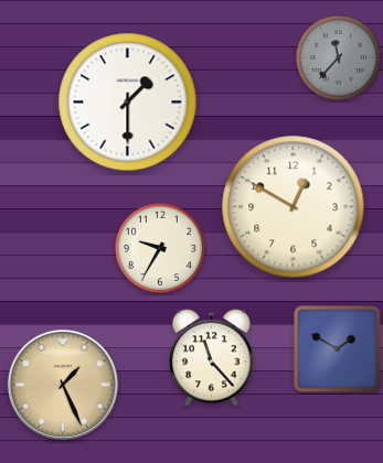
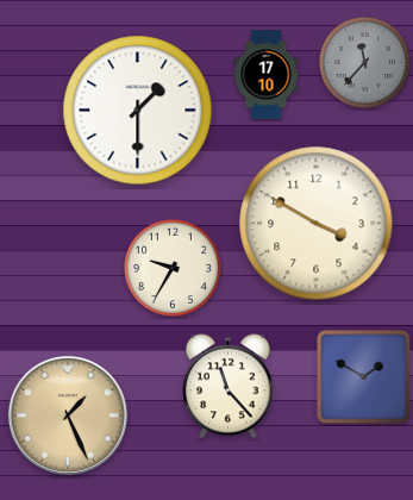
clock at (267, 75): none -> 17:10
clock at (294, 207): 12:50 -> 3:50
